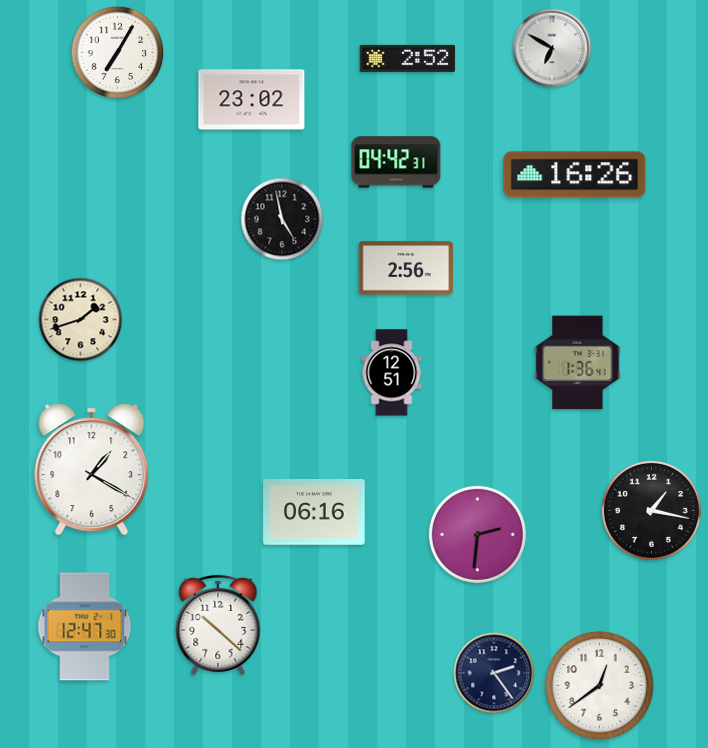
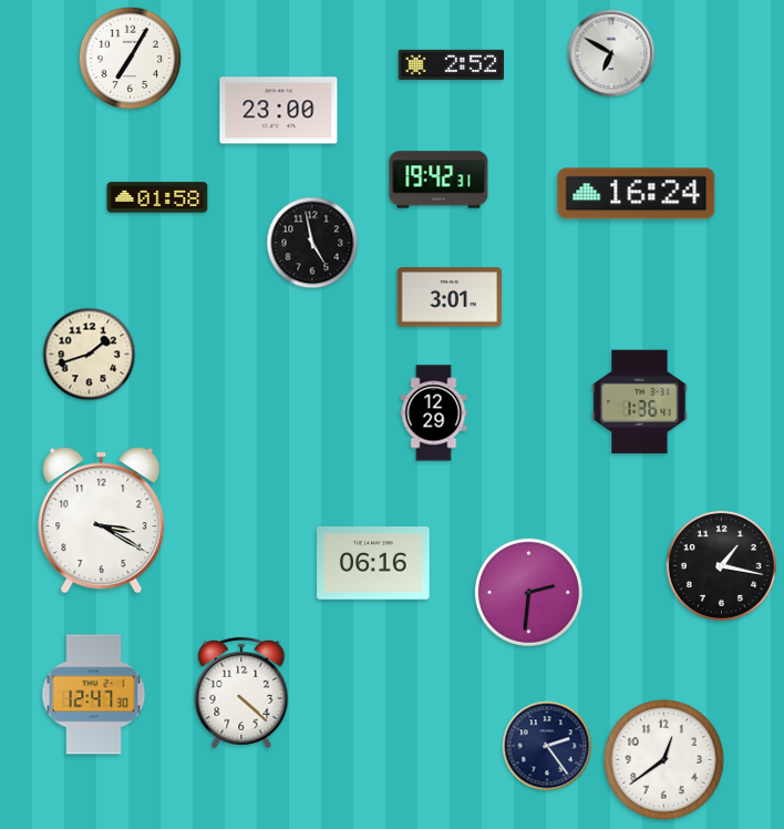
clock at (252, 100): 23:02 -> 23:00
clock at (396, 162): 04:42 -> 19:42
clock at (575, 175): 16:26 -> 16:24
clock at (157, 197): none -> 01:58
clock at (406, 268): 2:56 -> 3:01
clock at (392, 373): 12:51 -> 12:29
clock at (92, 470): 1:20 -> 3:20
clock at (314, 512) position: (314, 512) -> (373, 563)
clock at (218, 625): 10:22 -> 4:22
